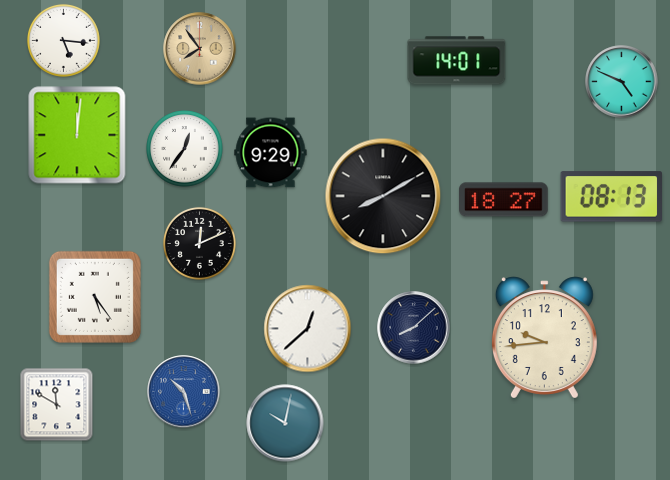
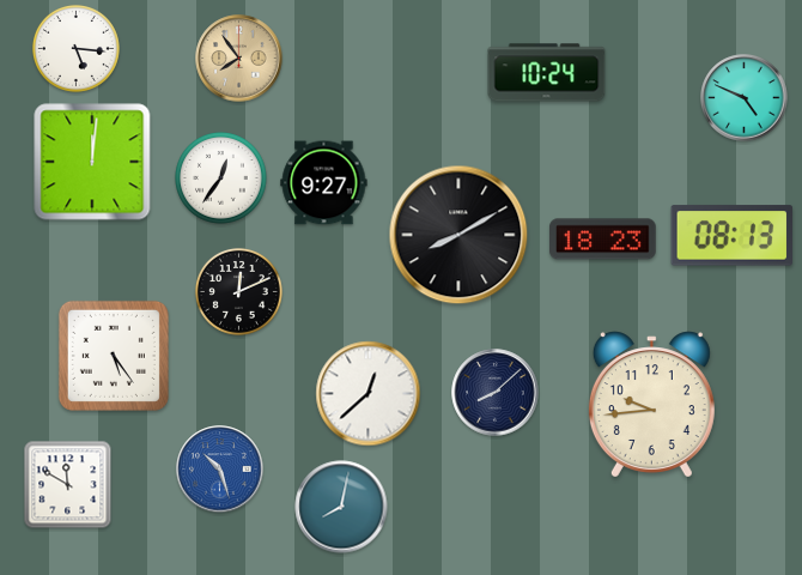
clock at (457, 61): 14:01 -> 10:24
clock at (271, 153): 9:29 -> 9:27
clock at (504, 200): 18:27 -> 18:23
clock at (285, 423): 10:02 -> 8:02
